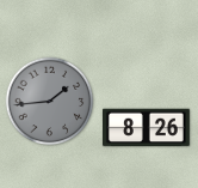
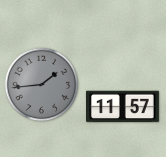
clock at (147, 128): 8:26 -> 11:57
